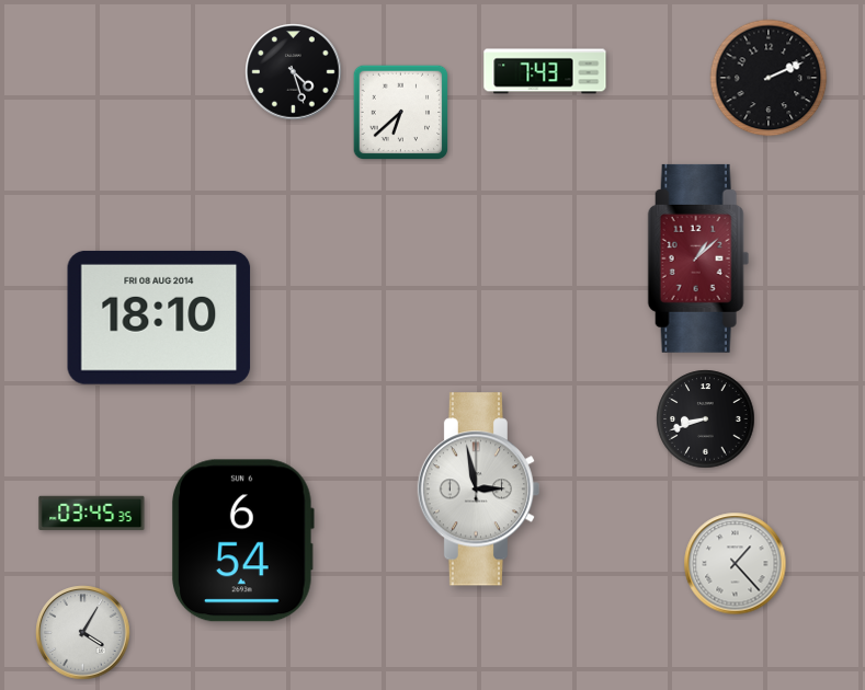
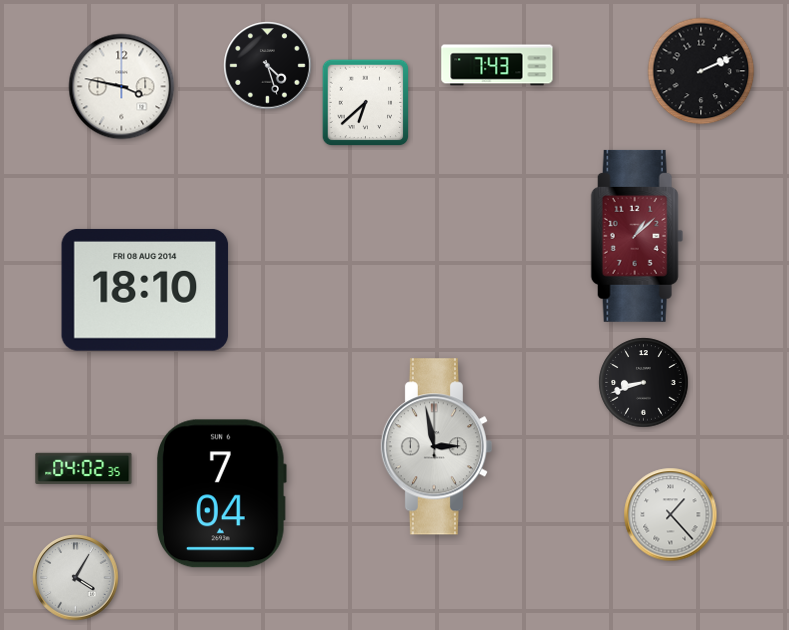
clock at (122, 87): none -> 3:47
clock at (92, 514): 03:45 -> 04:02
clock at (243, 541): 6:54 -> 7:04
